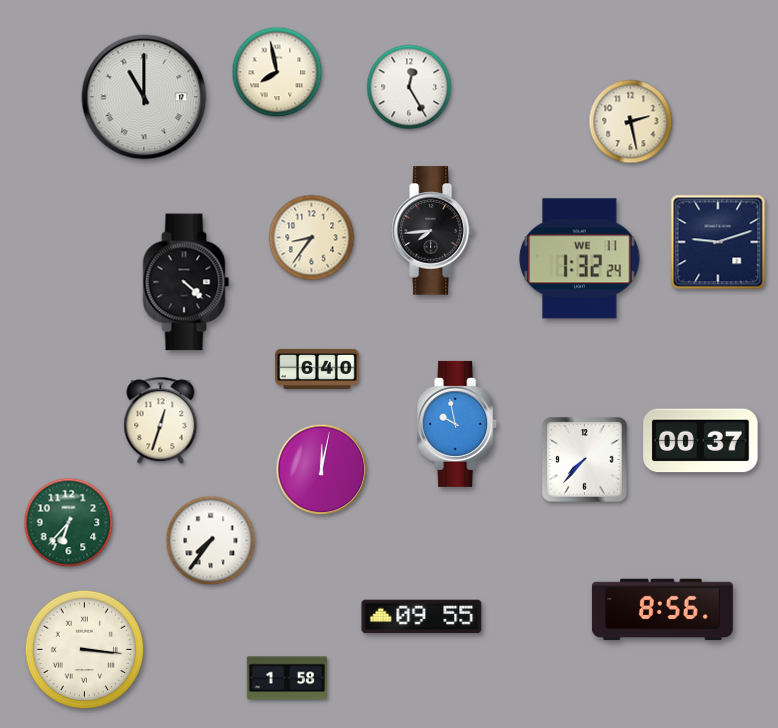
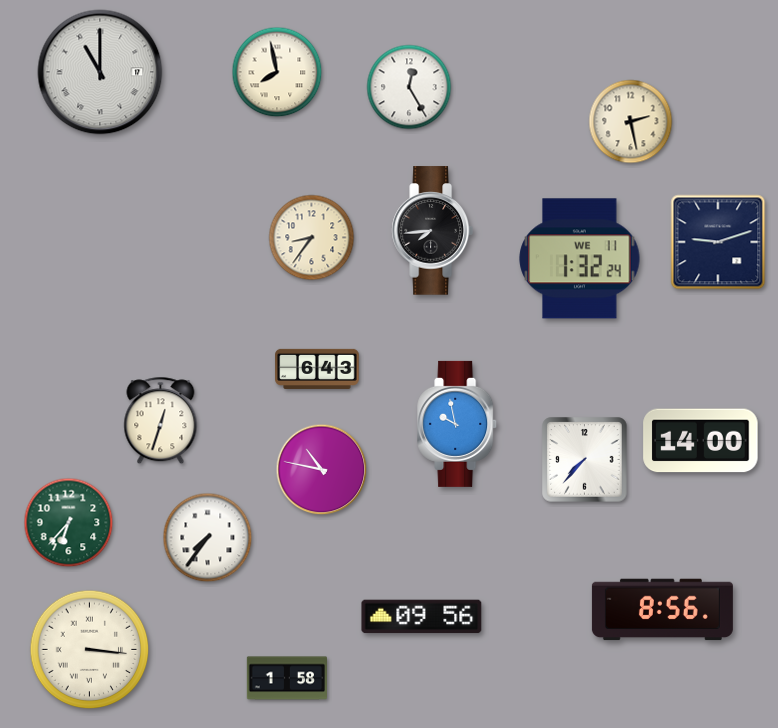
clock at (144, 97) position: (144, 97) -> (100, 72)
clock at (186, 282): 4:22 -> none
clock at (317, 369): 6:40 -> 6:43
clock at (701, 441): 00:37 -> 14:00
clock at (322, 470): 12:02 -> 10:47
clock at (211, 541) position: (211, 541) -> (208, 538)
clock at (422, 617): 09:55 -> 09:56
clock at (85, 650) position: (85, 650) -> (90, 650)
